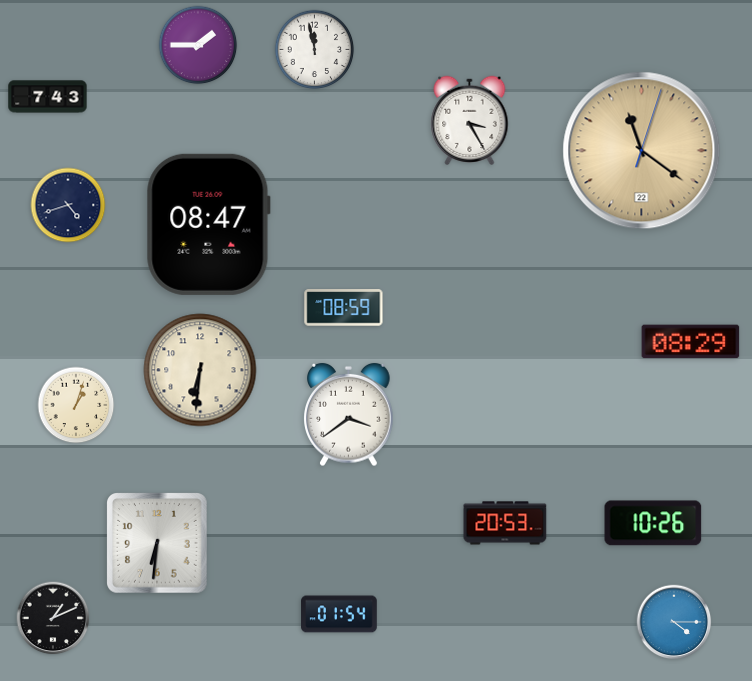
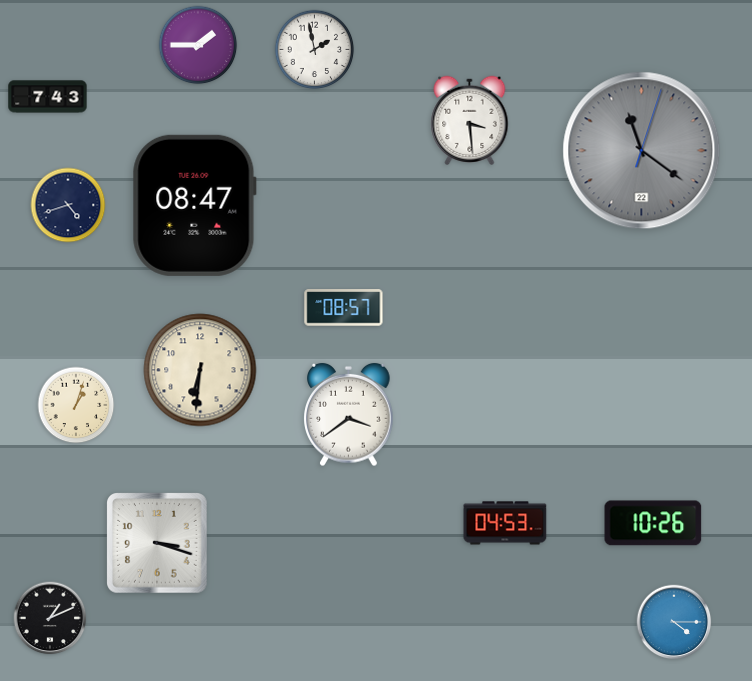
clock at (315, 50): 11:58 -> 1:58
clock at (470, 120): 3:25 -> 3:29
clock at (642, 151) dial: champagne -> grey
clock at (208, 224) position: (208, 224) -> (194, 205)
clock at (344, 308): 08:59 -> 08:57
clock at (691, 342): 08:29 -> none
clock at (505, 523): 20:53 -> 04:53
clock at (158, 544): 6:31 -> 3:18
clock at (339, 614): 01:54 -> none
clock at (53, 618) position: (53, 618) -> (50, 618)
